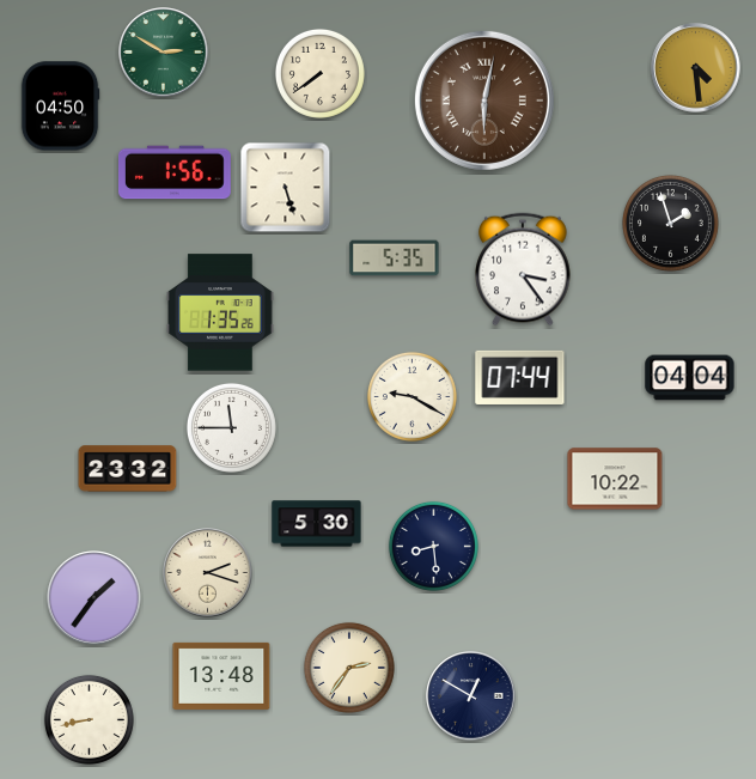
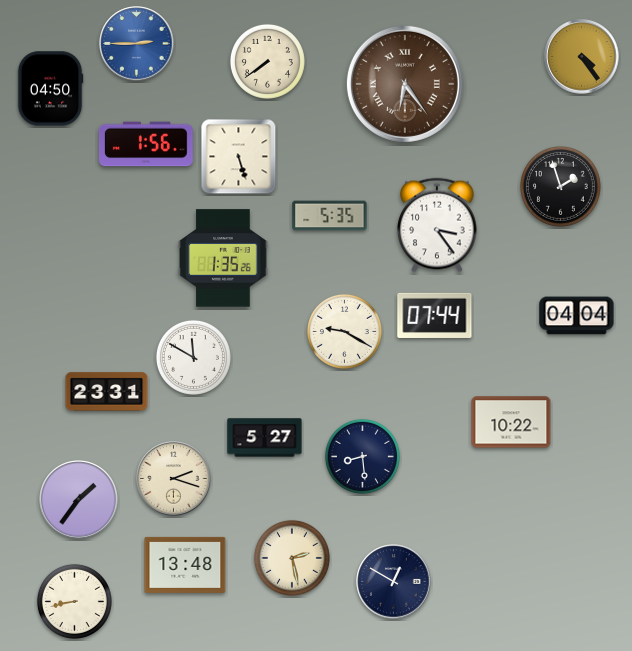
clock at (164, 53): 2:50 -> 2:45
clock at (164, 53) dial: green -> blue
clock at (696, 68): 4:29 -> 4:24
clock at (484, 101): 6:02 -> 6:24
clock at (221, 312) position: (221, 312) -> (224, 258)
clock at (231, 427): 11:45 -> 11:50
clock at (128, 469): 23:32 -> 23:31
clock at (615, 479) position: (615, 479) -> (511, 422)
clock at (317, 524): 5:30 -> 5:27
clock at (349, 668): 2:36 -> 2:28
